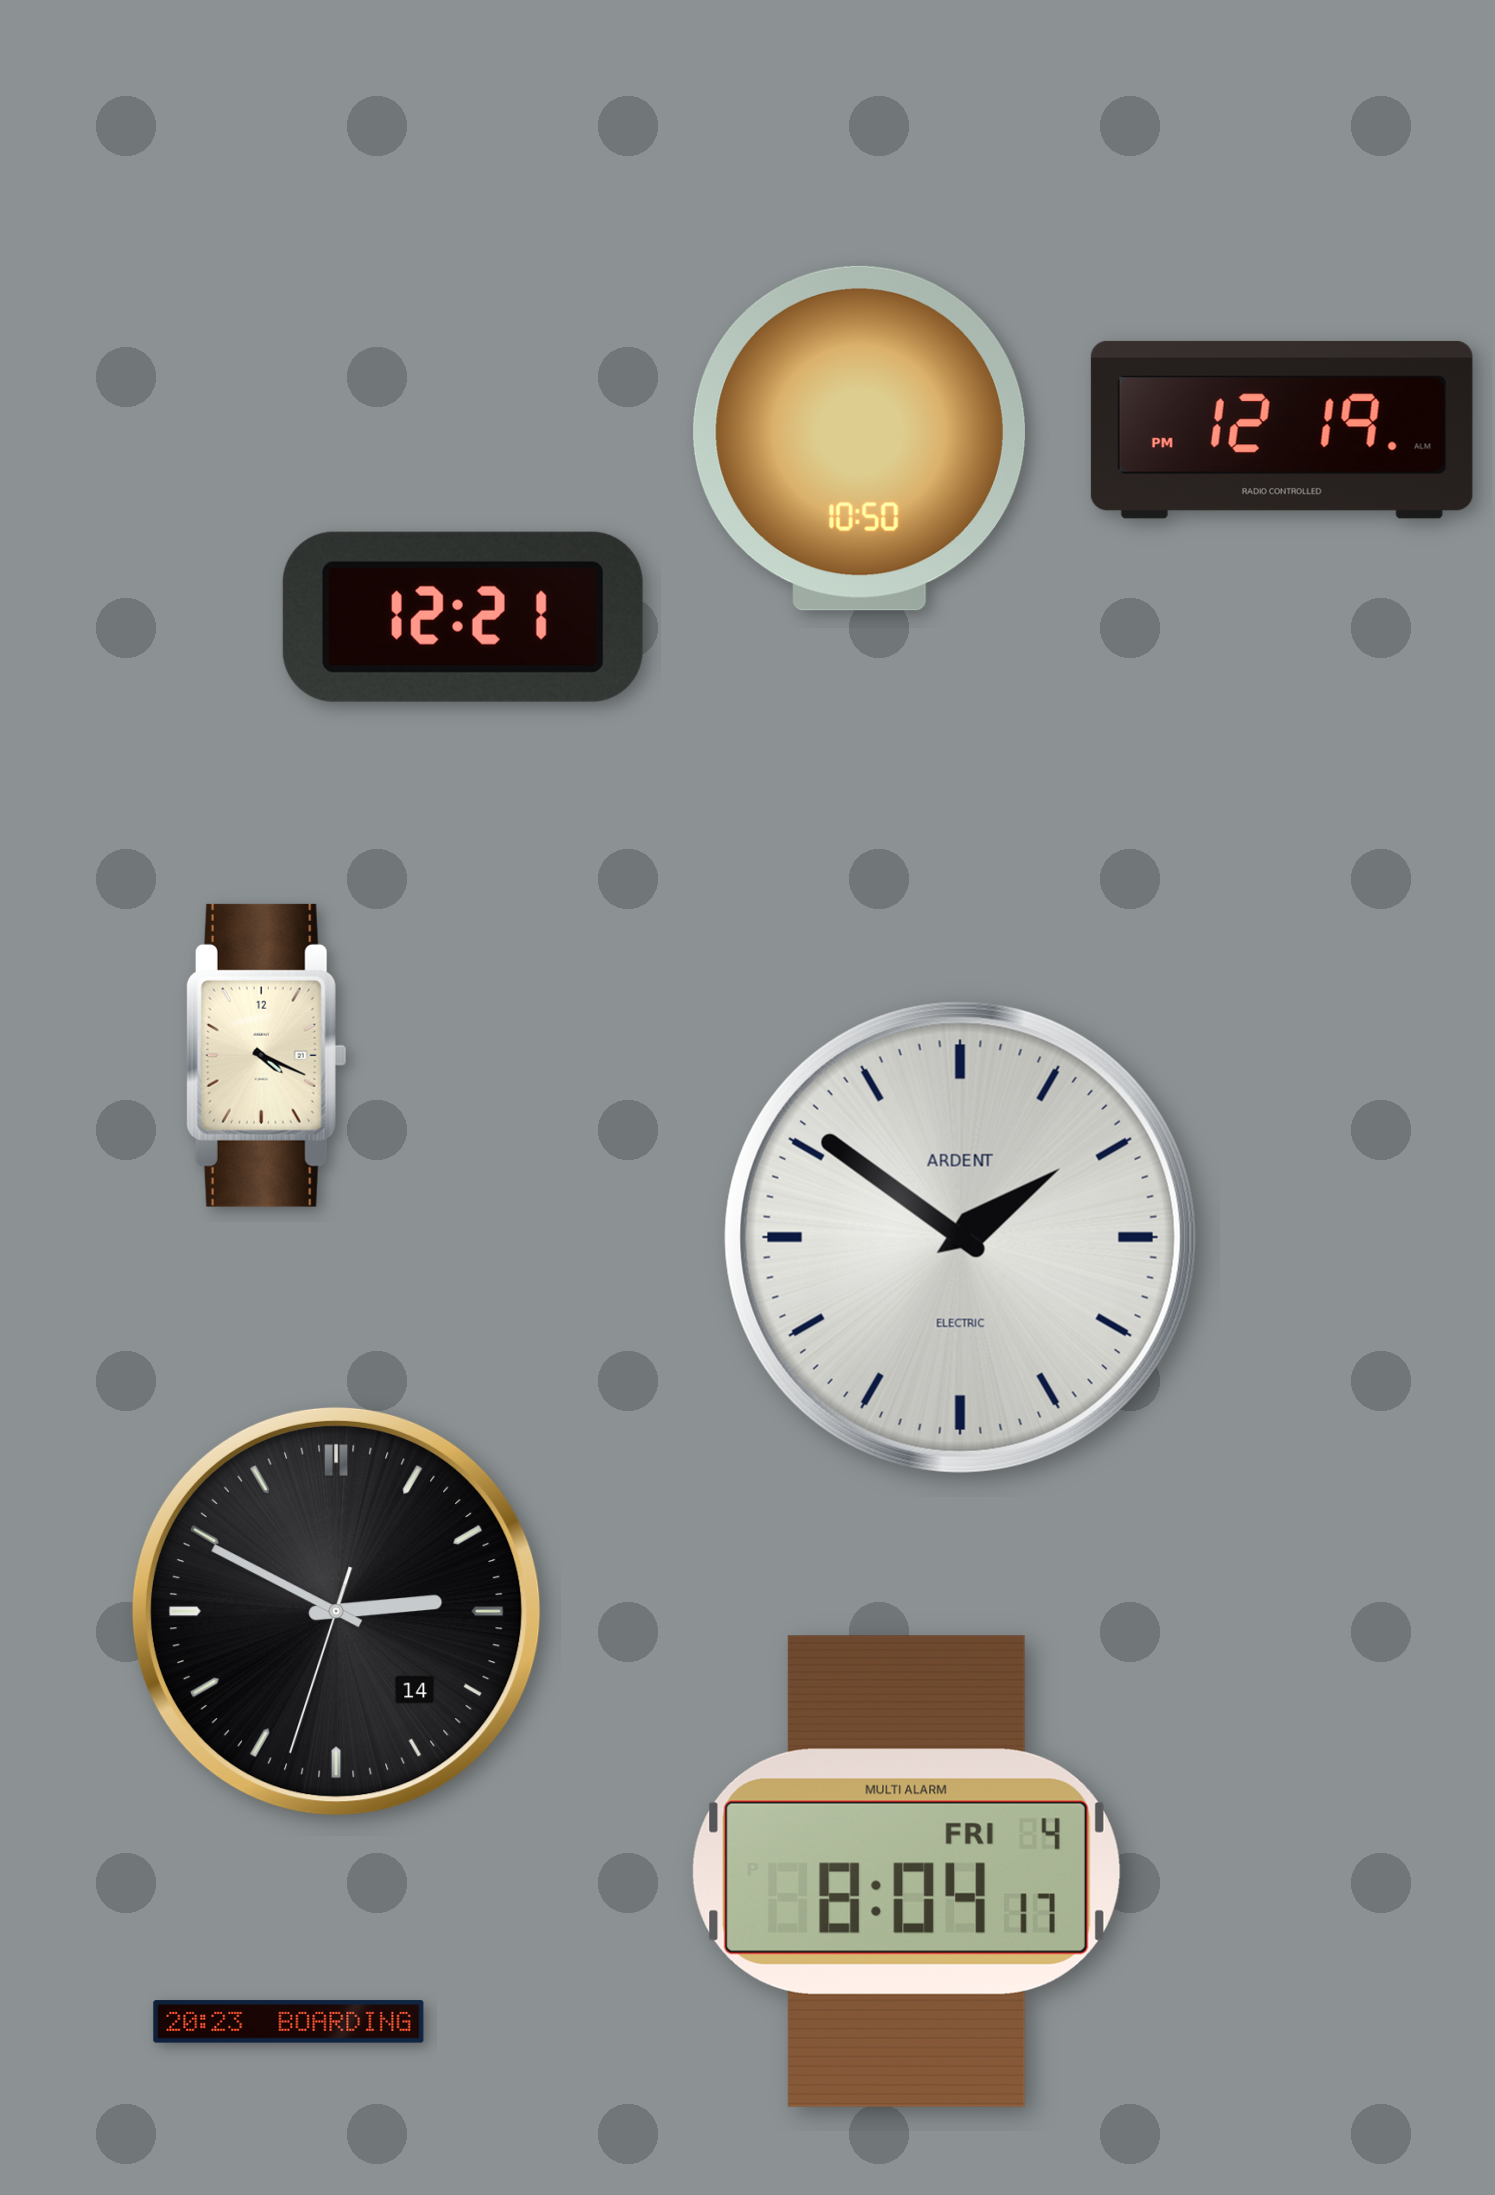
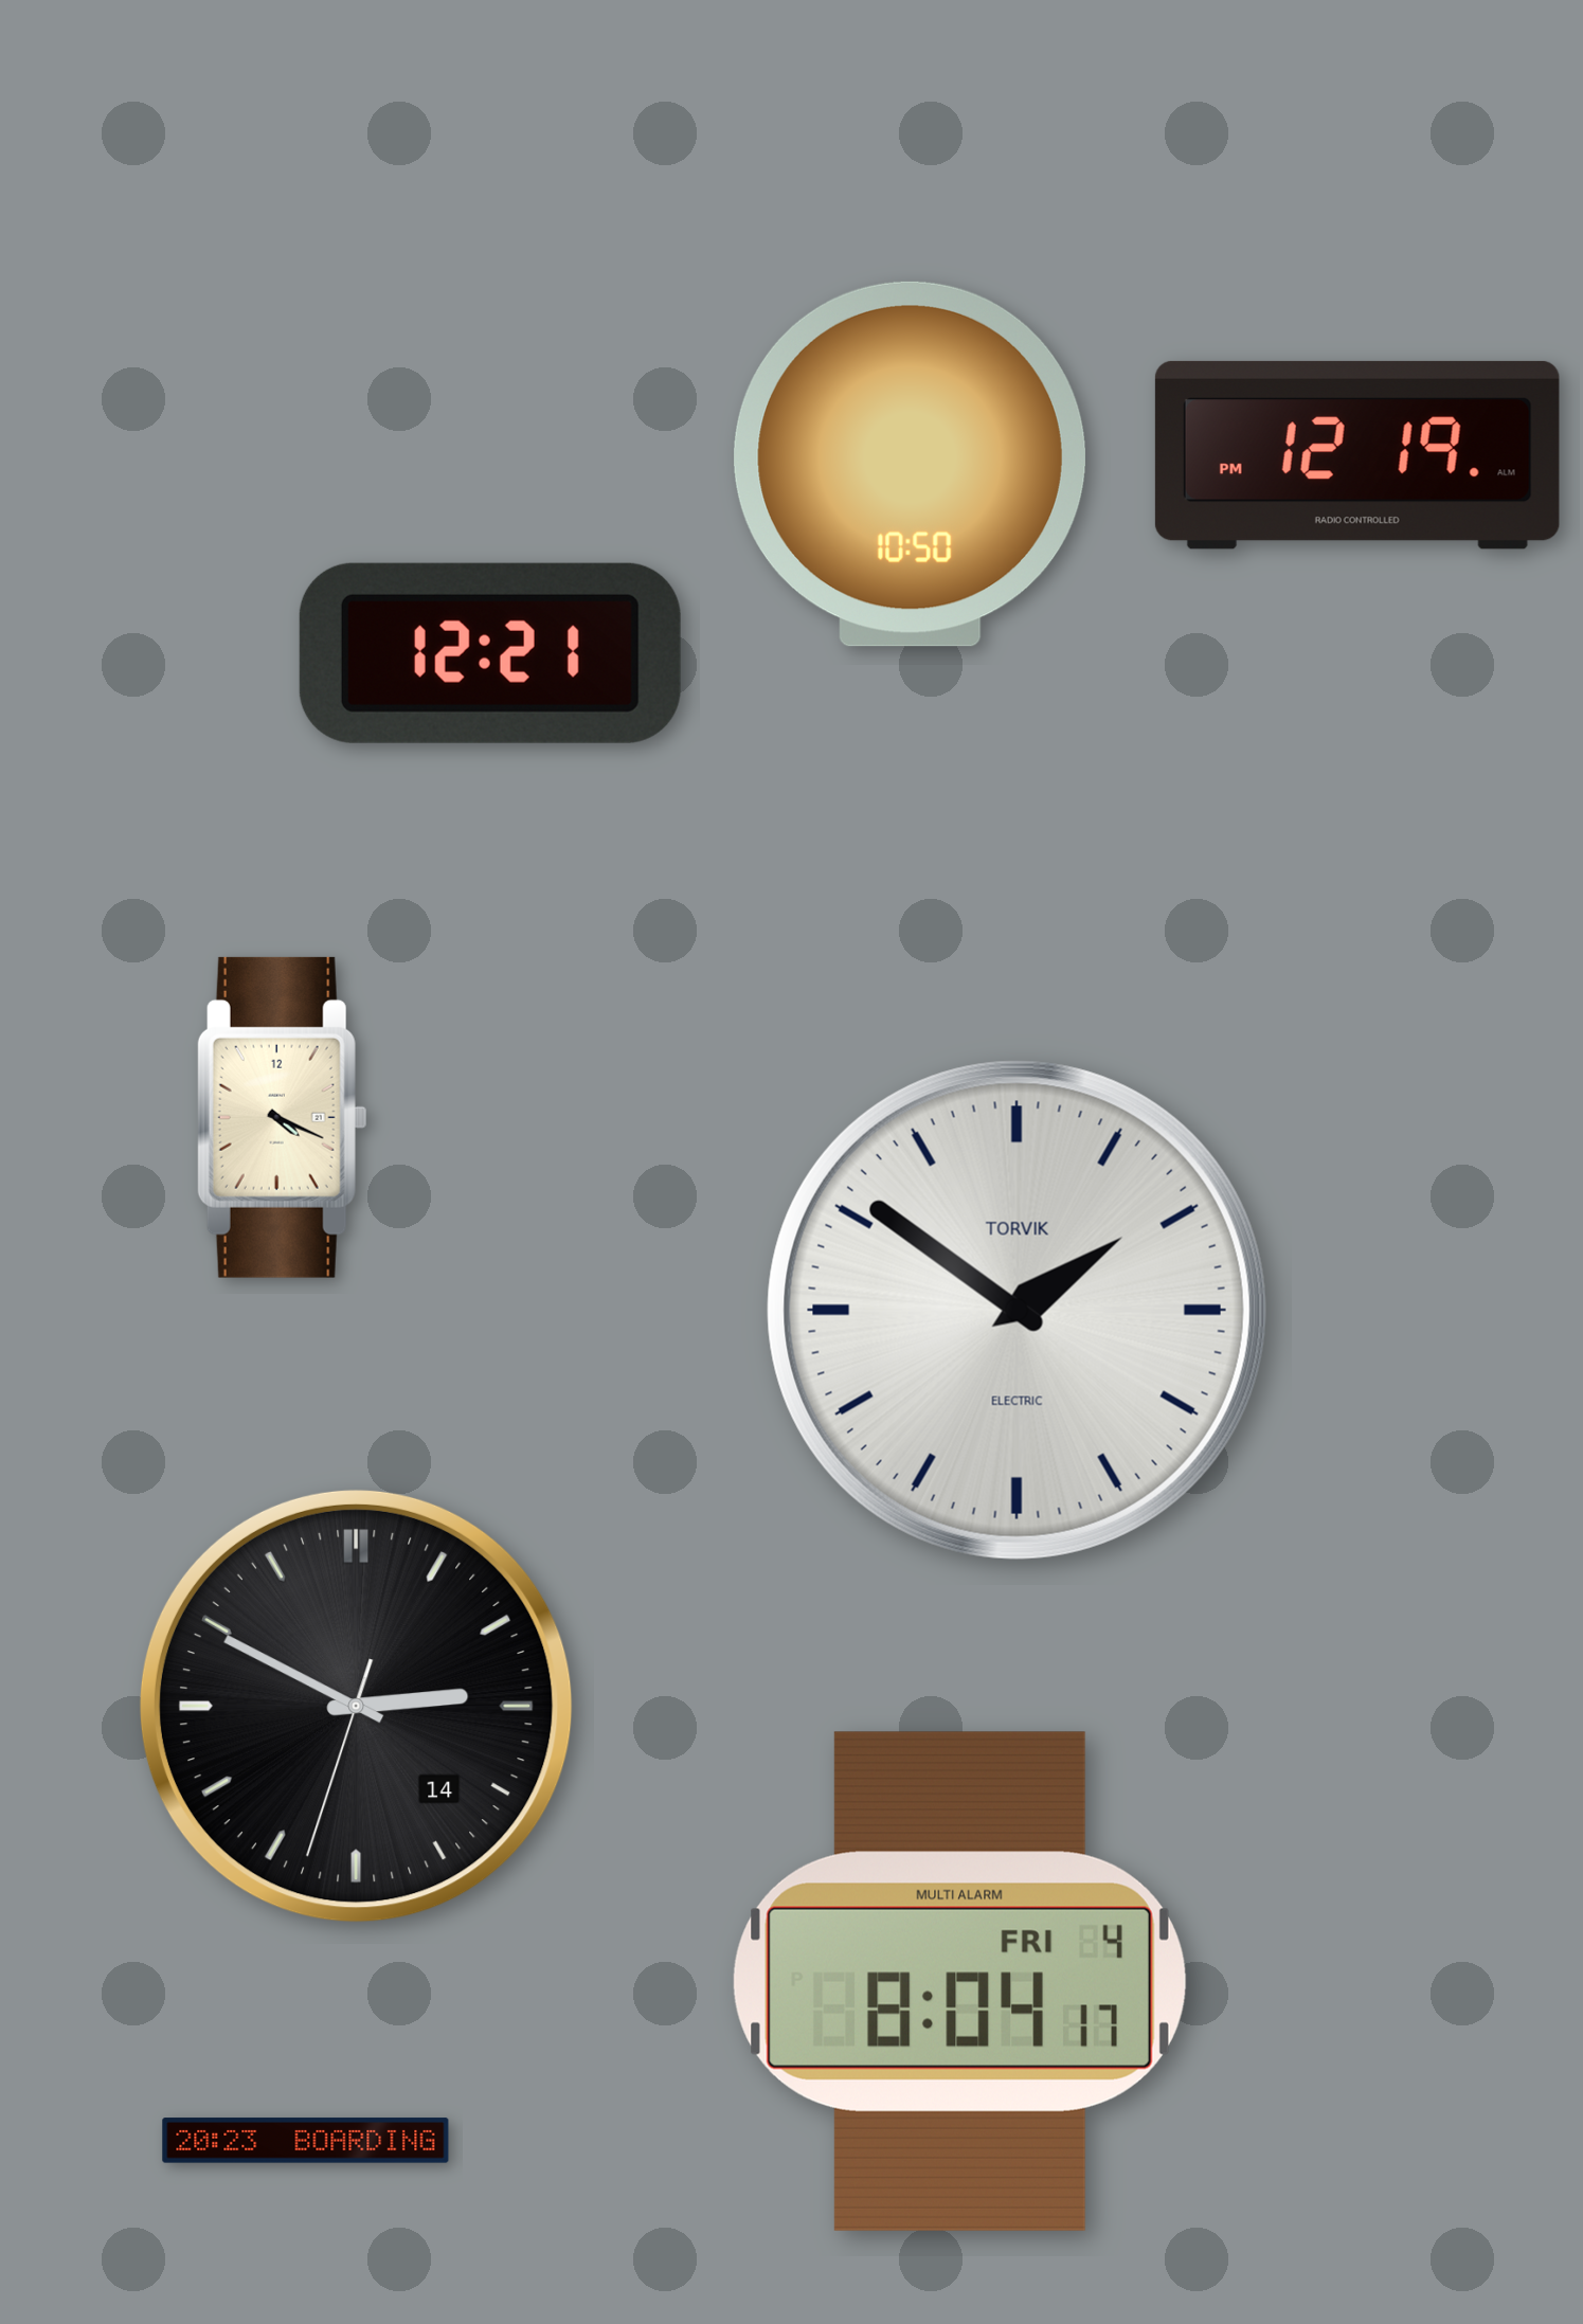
clock at (960, 1237) brand: ARDENT -> TORVIK
